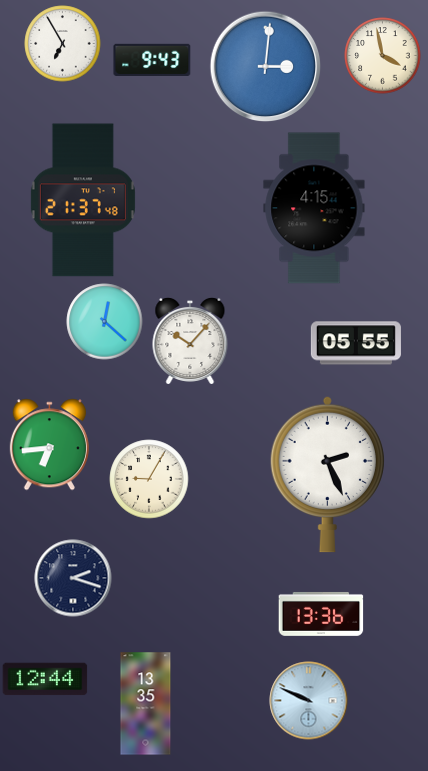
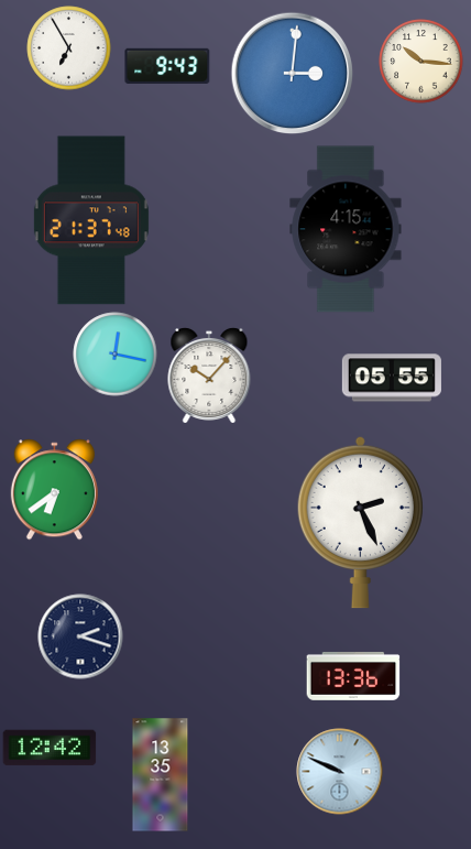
clock at (383, 56): 3:58 -> 10:16
clock at (105, 322): 12:22 -> 12:17
clock at (49, 445): 6:44 -> 6:39
clock at (149, 479): 9:05 -> none
clock at (45, 679): 12:44 -> 12:42
